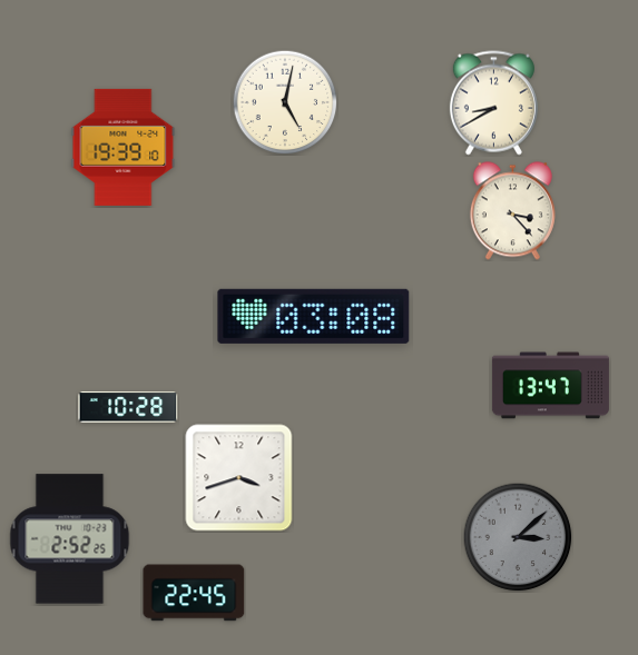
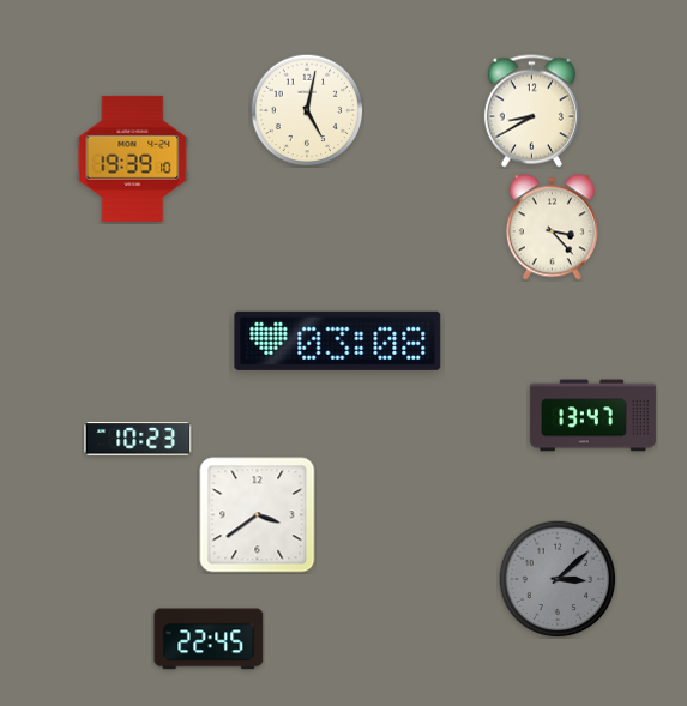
clock at (128, 407): 10:28 -> 10:23
clock at (239, 478): 3:42 -> 3:39
clock at (70, 539): 2:52 -> none
